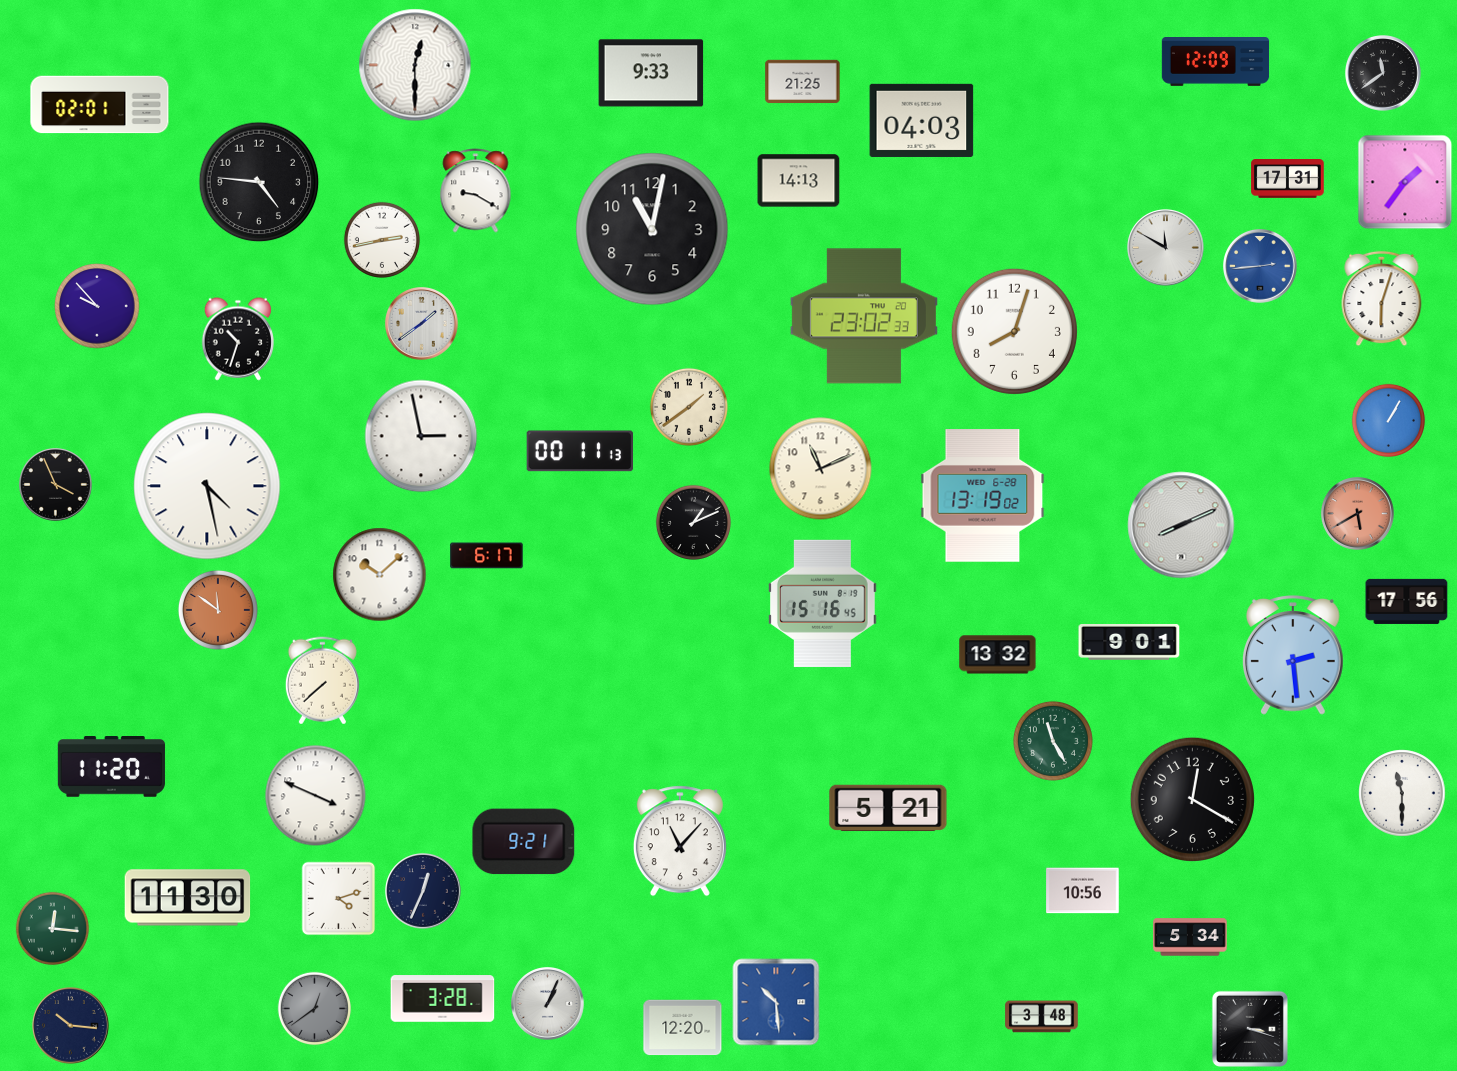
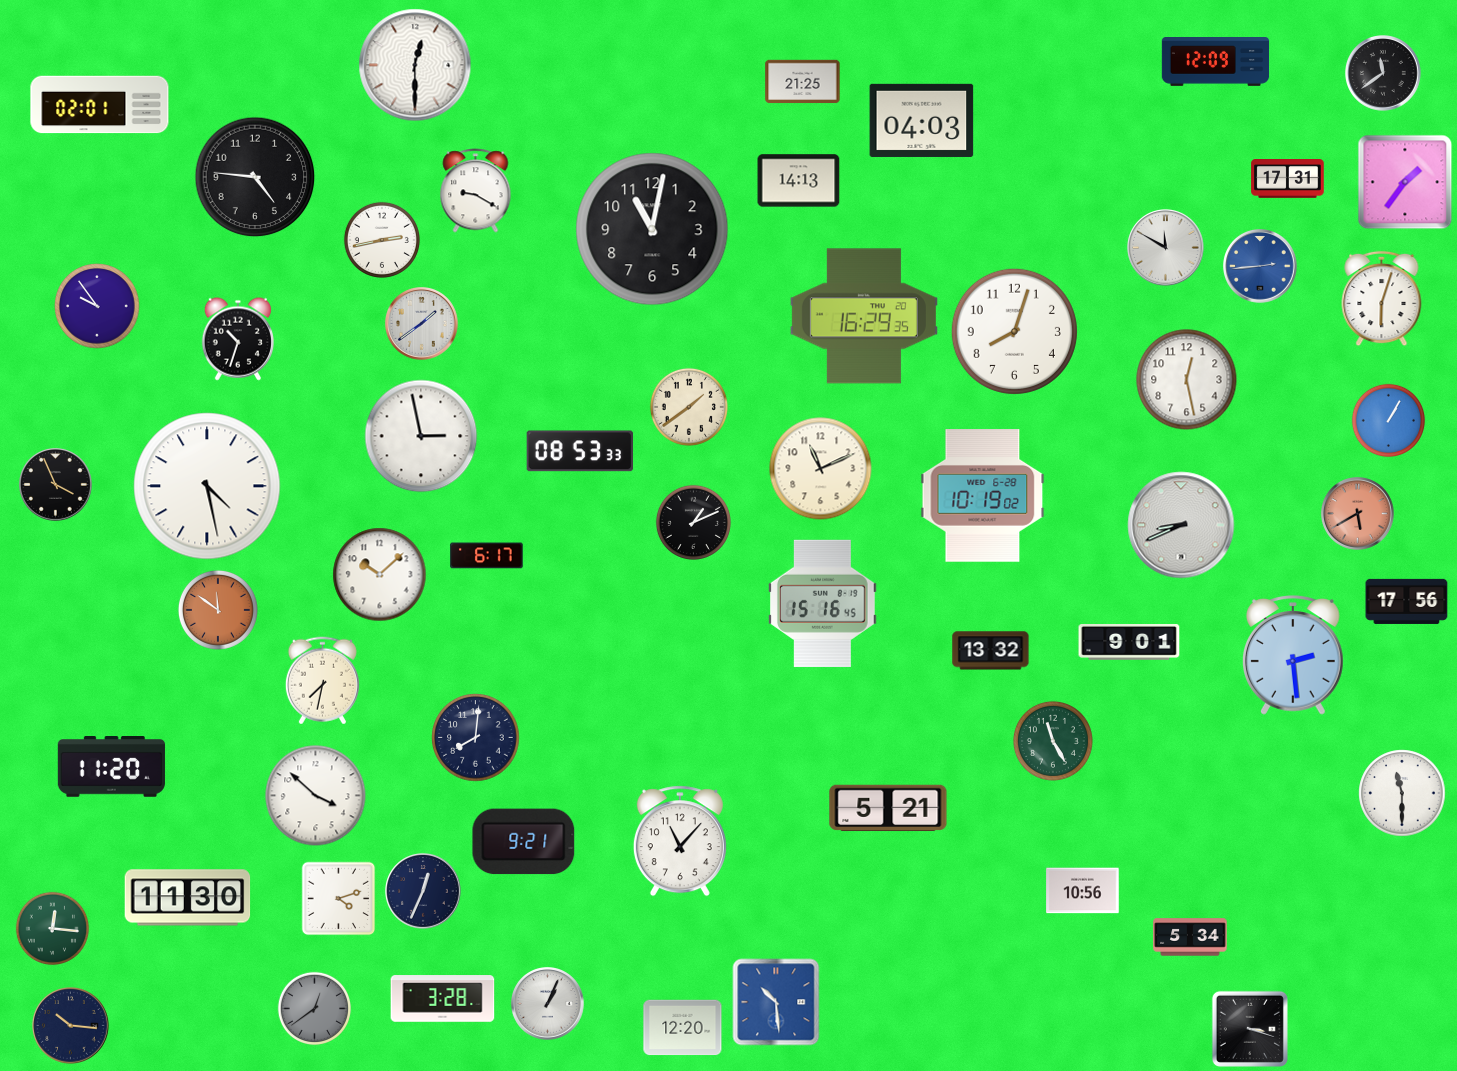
clock at (651, 73): 9:33 -> none
clock at (259, 182) position: (259, 182) -> (255, 177)
clock at (97, 306): 9:53 -> 9:54
clock at (864, 316): 23:02 -> 16:29
clock at (1187, 380): none -> 12:28
clock at (579, 451): 00:11 -> 08:53
clock at (983, 496): 13:19 -> 10:19
clock at (1181, 525): 8:11 -> 8:41
clock at (998, 655) position: (998, 655) -> (991, 651)
clock at (322, 681): 7:38 -> 7:32
clock at (476, 738): none -> 8:01
clock at (316, 796): 3:49 -> 3:52
clock at (1192, 799): 12:20 -> none
clock at (1042, 1017): 3:48 -> none
